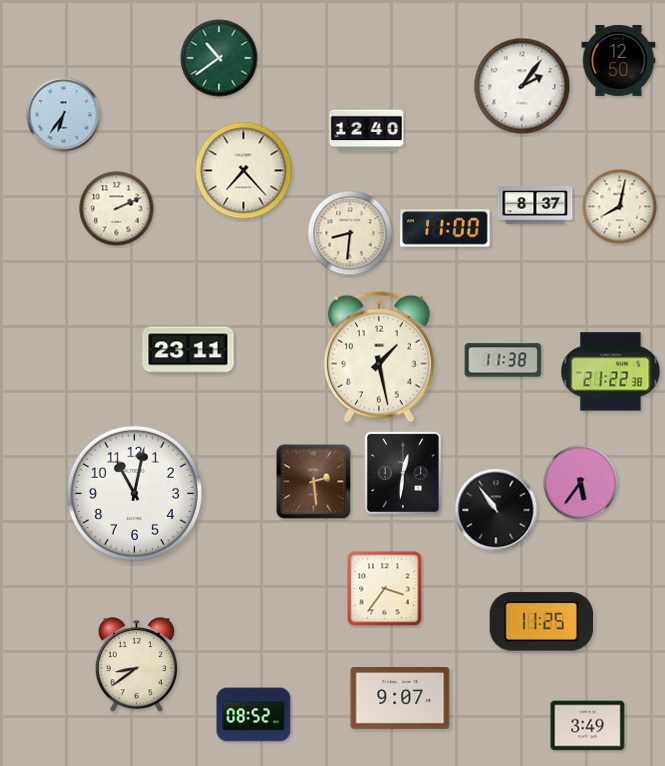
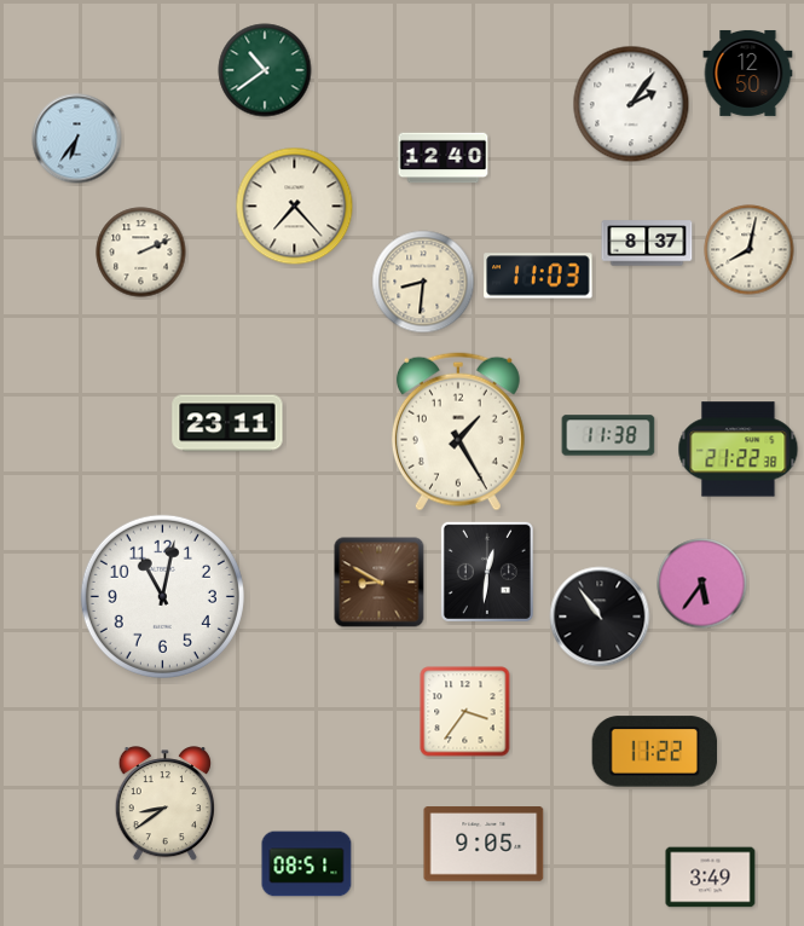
clock at (535, 205) position: (535, 205) -> (647, 243)
clock at (445, 228): 11:00 -> 11:03
clock at (379, 357): 1:28 -> 1:25
clock at (314, 482): 2:29 -> 8:50
clock at (542, 622): 11:25 -> 11:22
clock at (400, 698): 9:07 -> 9:05
clock at (254, 715): 08:52 -> 08:51
